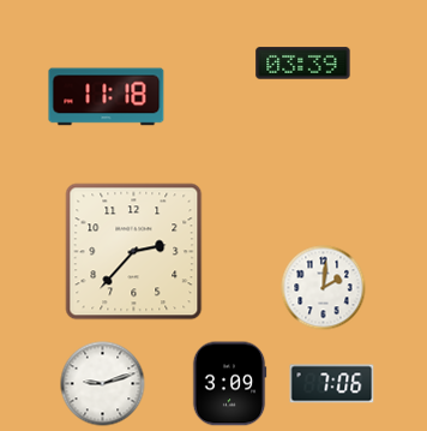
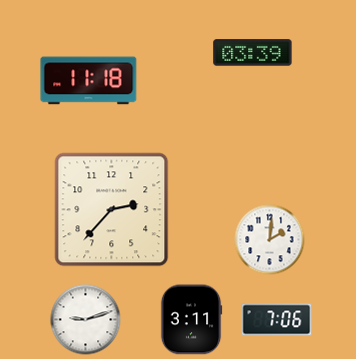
clock at (229, 384): 3:09 -> 3:11
